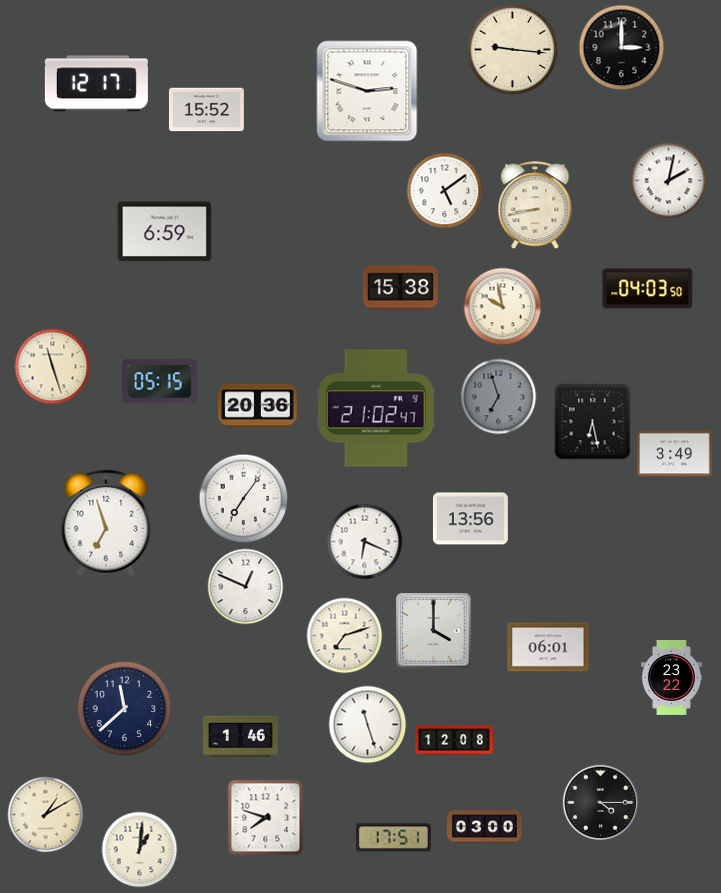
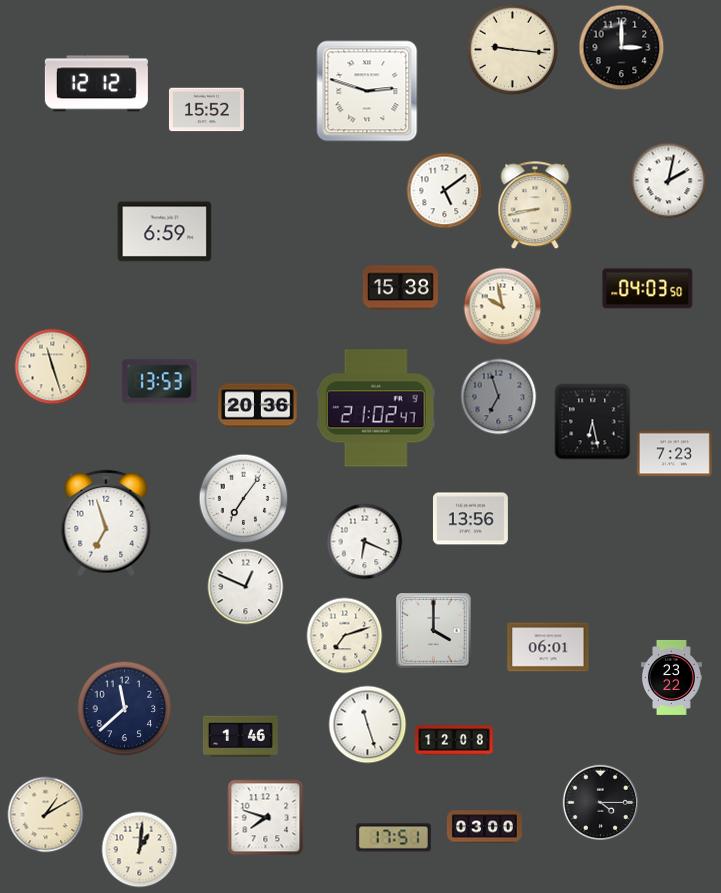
clock at (96, 84): 12:17 -> 12:12
clock at (159, 382): 05:15 -> 13:53
clock at (674, 454): 3:49 -> 7:23
